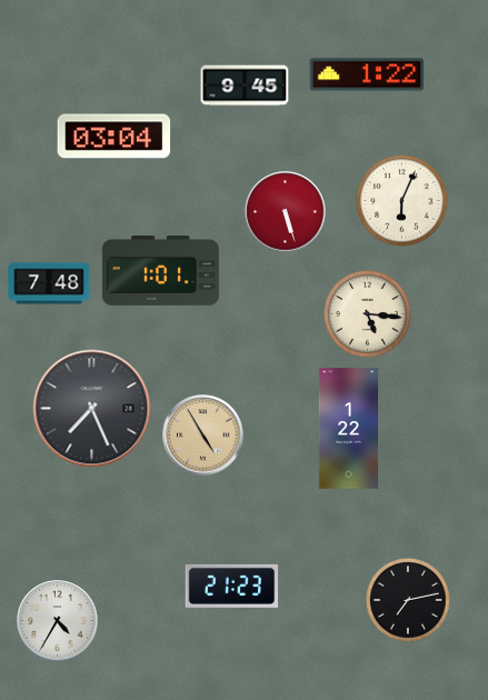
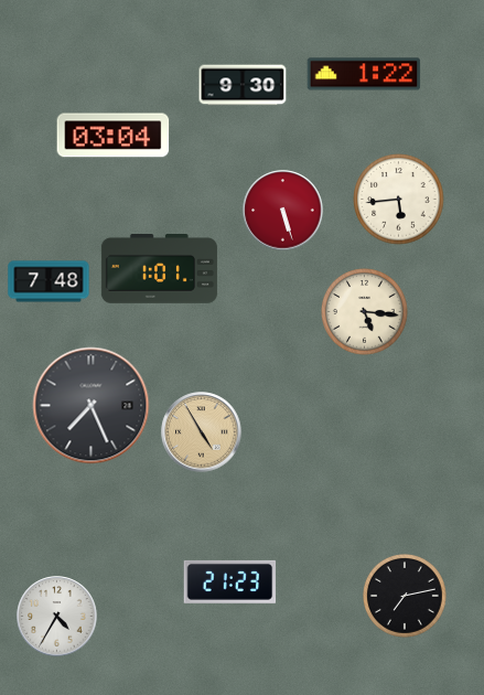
clock at (245, 86): 9:45 -> 9:30
clock at (402, 201): 6:04 -> 5:44
clock at (348, 429): 1:22 -> none
